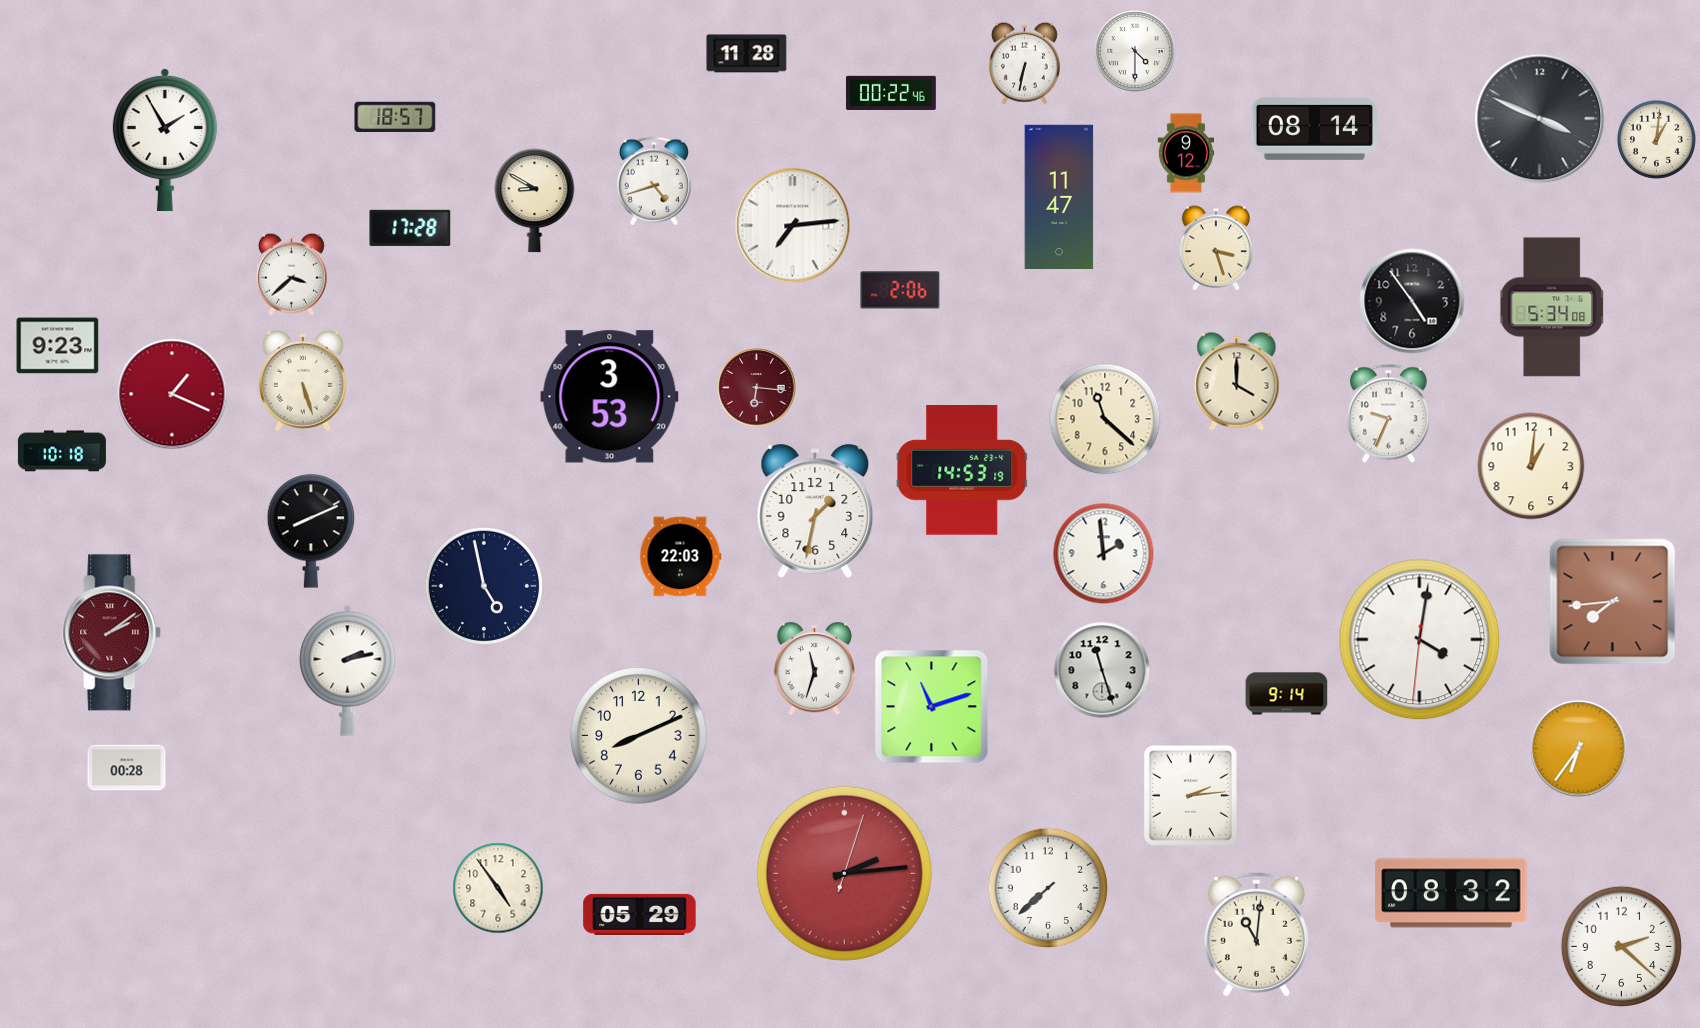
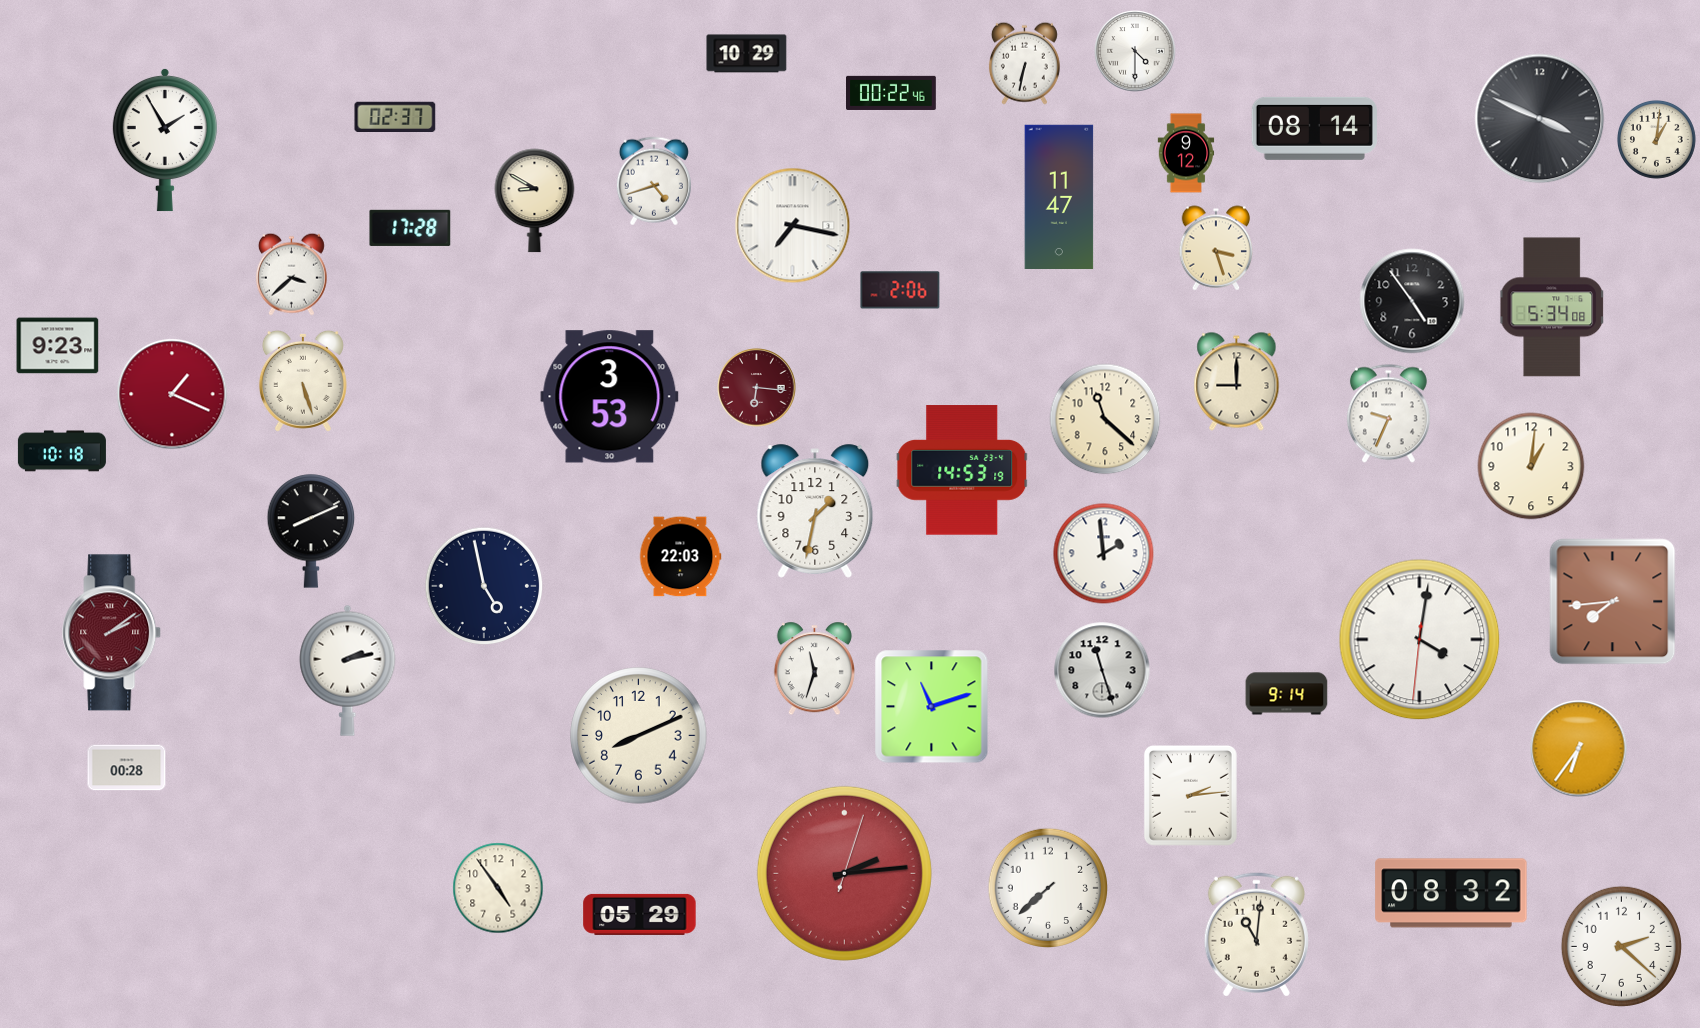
clock at (747, 54): 11:28 -> 10:29
clock at (395, 116): 18:57 -> 02:37
clock at (793, 226): 7:14 -> 7:17
clock at (1237, 382): 4:00 -> 9:00
